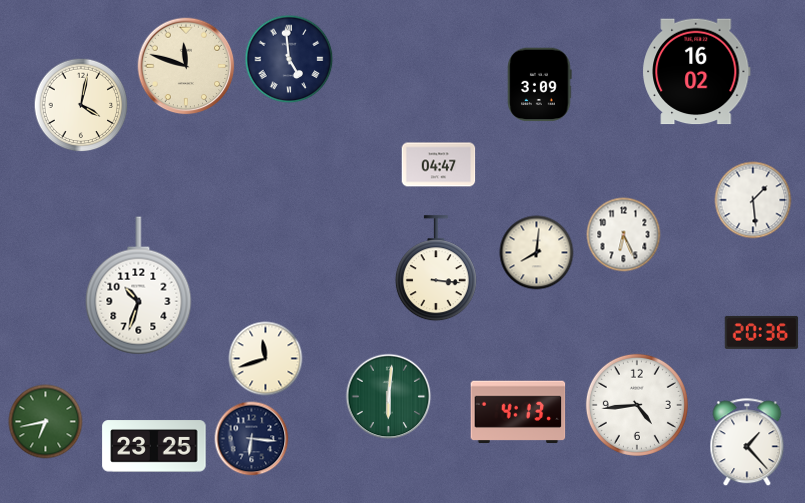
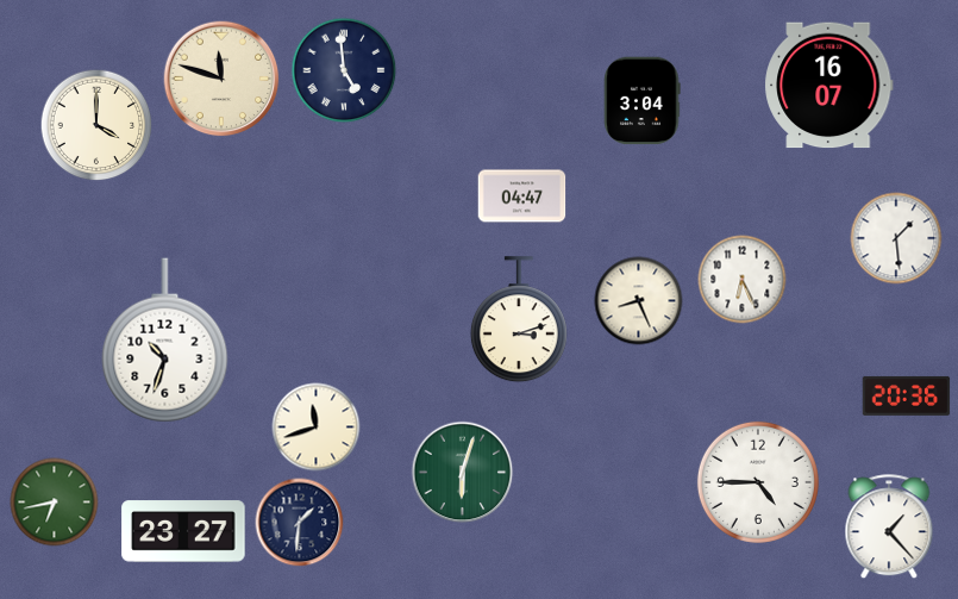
clock at (697, 72): 16:02 -> 16:07
clock at (540, 85): 3:09 -> 3:04
clock at (81, 105): 4:02 -> 4:00
clock at (537, 253): 8:01 -> 8:26
clock at (436, 269): 3:16 -> 3:12
clock at (389, 397): 6:01 -> 6:03
clock at (637, 405): 4:44 -> 4:45
clock at (518, 412): 4:13 -> none
clock at (252, 439): 6:16 -> 1:31
clock at (154, 446): 23:25 -> 23:27
